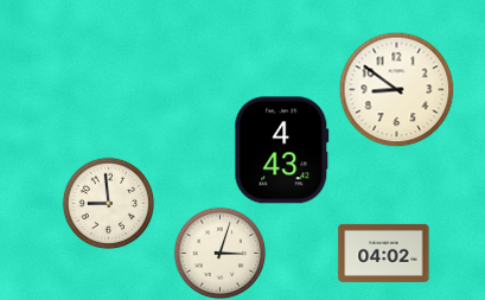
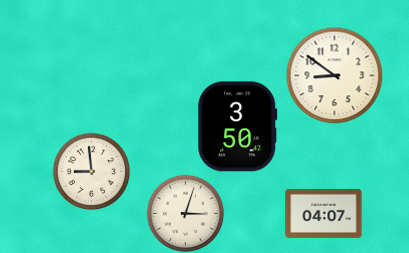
clock at (282, 151): 4:43 -> 3:50
clock at (384, 253): 04:02 -> 04:07
